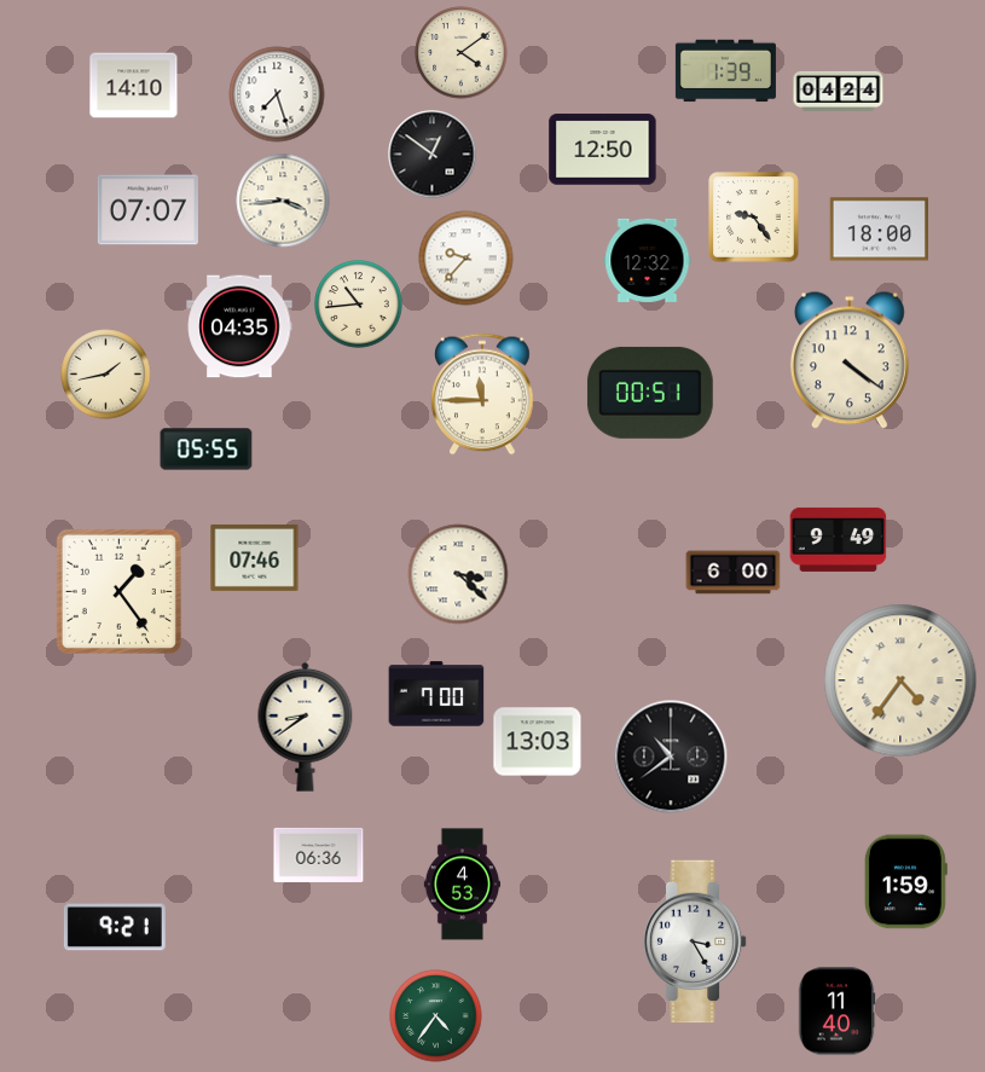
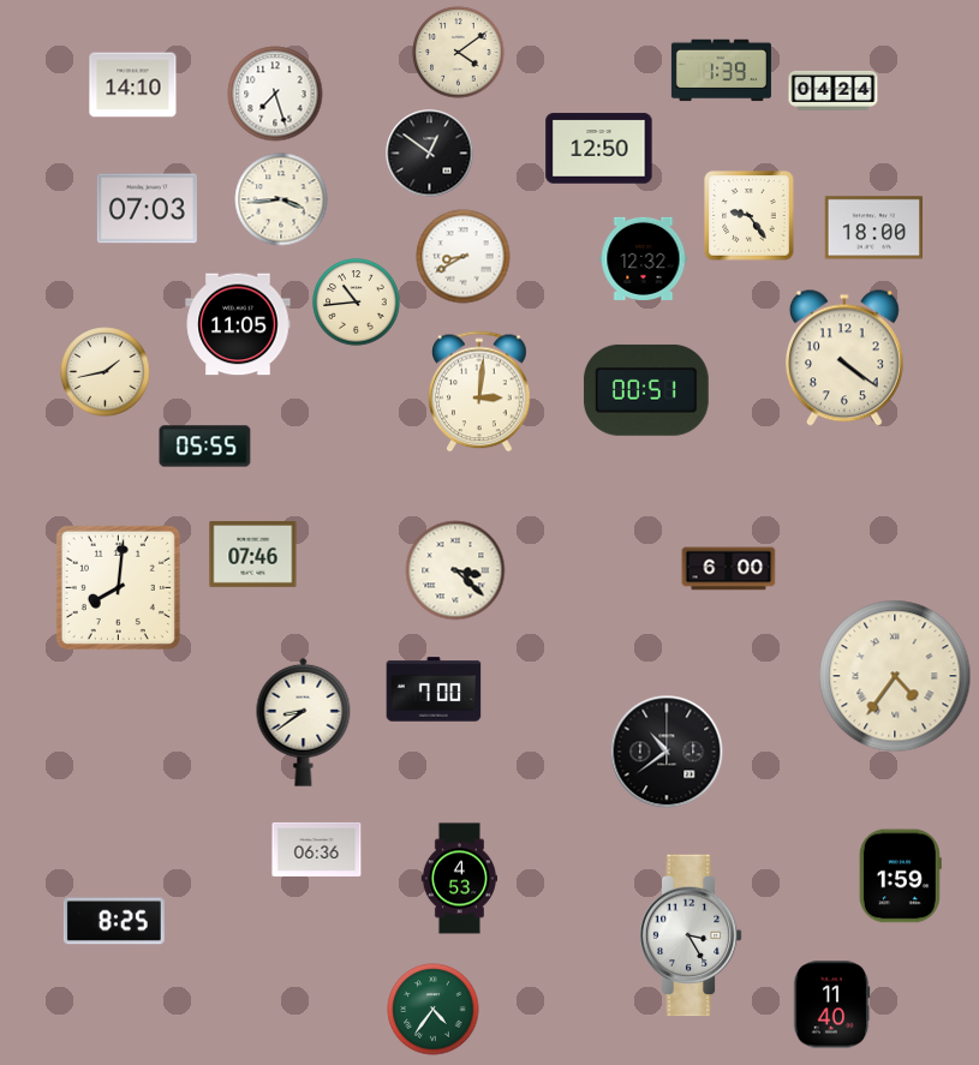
clock at (147, 210): 07:07 -> 07:03
clock at (467, 259): 9:37 -> 8:40
clock at (239, 326): 04:35 -> 11:05
clock at (482, 394): 11:45 -> 3:01
clock at (839, 539): 9:49 -> none
clock at (118, 591): 1:24 -> 8:01
clock at (538, 742): 13:03 -> none
clock at (115, 927): 9:21 -> 8:25
